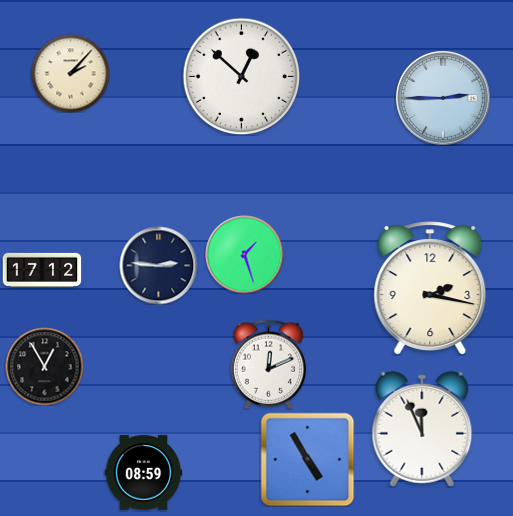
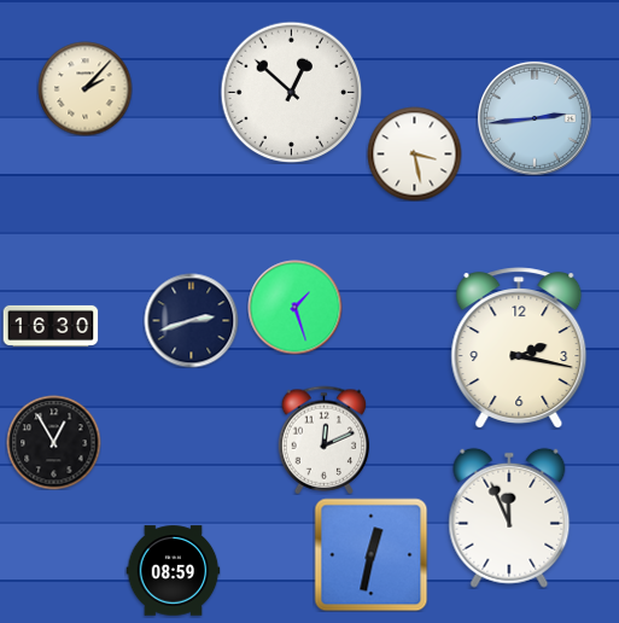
clock at (443, 98): 2:45 -> 2:44
clock at (414, 153): none -> 3:28
clock at (158, 265): 2:46 -> 2:42
clock at (42, 270): 17:12 -> 16:30
clock at (307, 459): 4:55 -> 12:32
